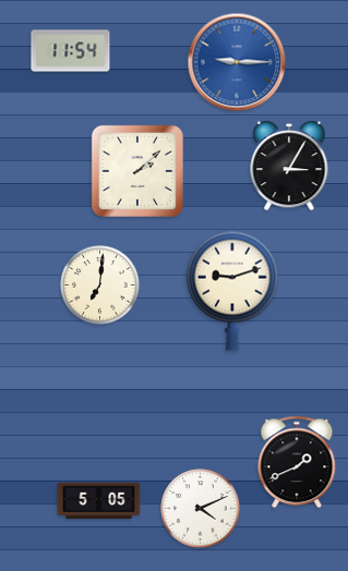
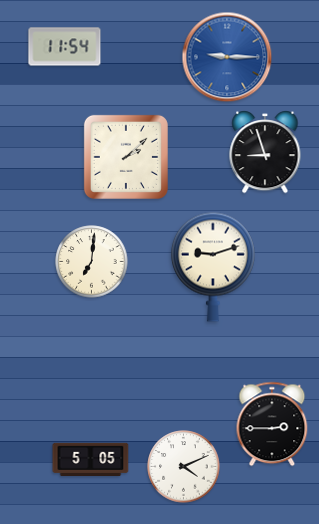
clock at (237, 62) position: (237, 62) -> (227, 57)
clock at (289, 167): 3:05 -> 8:57
clock at (297, 462): 1:41 -> 2:45
